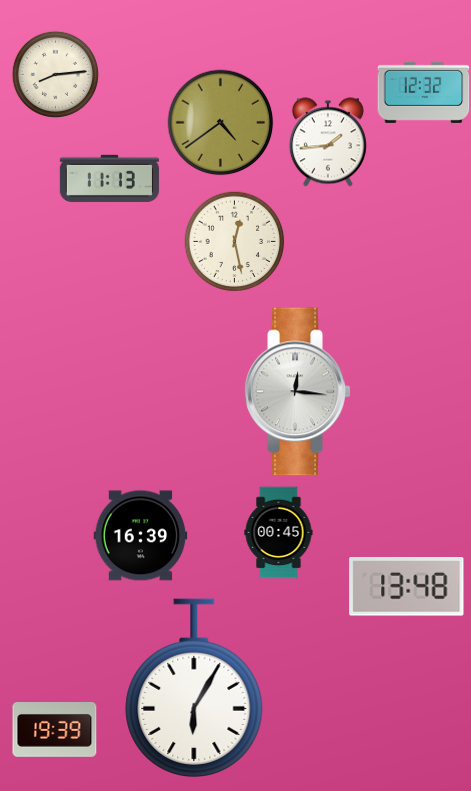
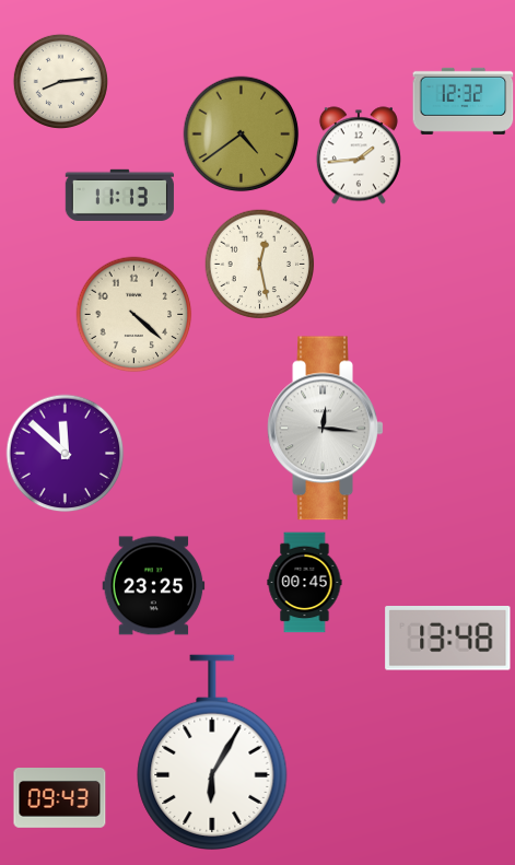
clock at (235, 242) position: (235, 242) -> (260, 265)
clock at (134, 315): none -> 4:22
clock at (66, 454): none -> 11:52
clock at (141, 536): 16:39 -> 23:25
clock at (407, 587) position: (407, 587) -> (448, 639)
clock at (55, 730): 19:39 -> 09:43
